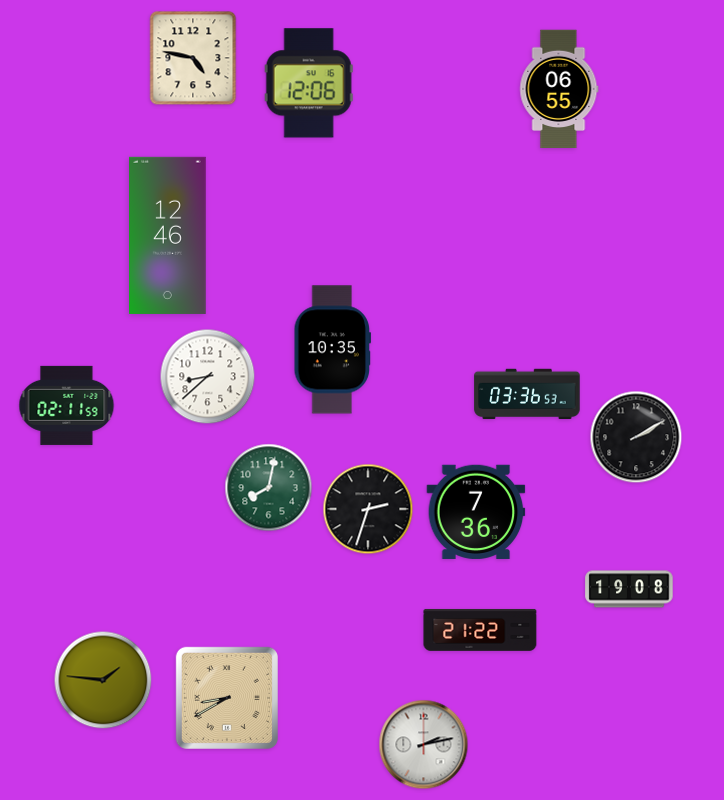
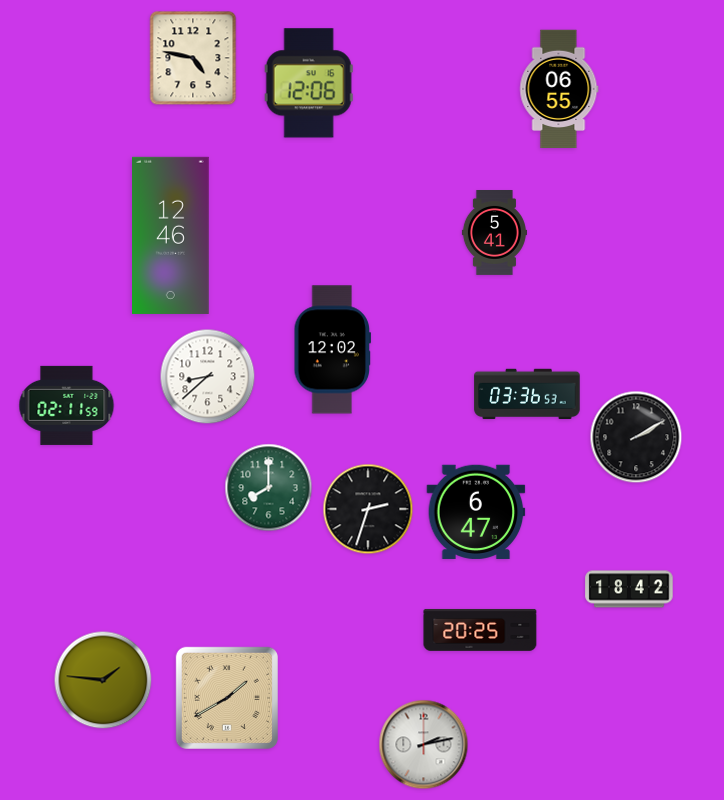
clock at (494, 233): none -> 5:41
clock at (168, 235) position: (168, 235) -> (171, 235)
clock at (333, 350): 10:35 -> 12:02
clock at (269, 488): 8:02 -> 8:00
clock at (476, 511): 7:36 -> 6:47
clock at (629, 589): 19:08 -> 18:42
clock at (480, 630): 21:22 -> 20:25
clock at (227, 698): 8:40 -> 1:40
